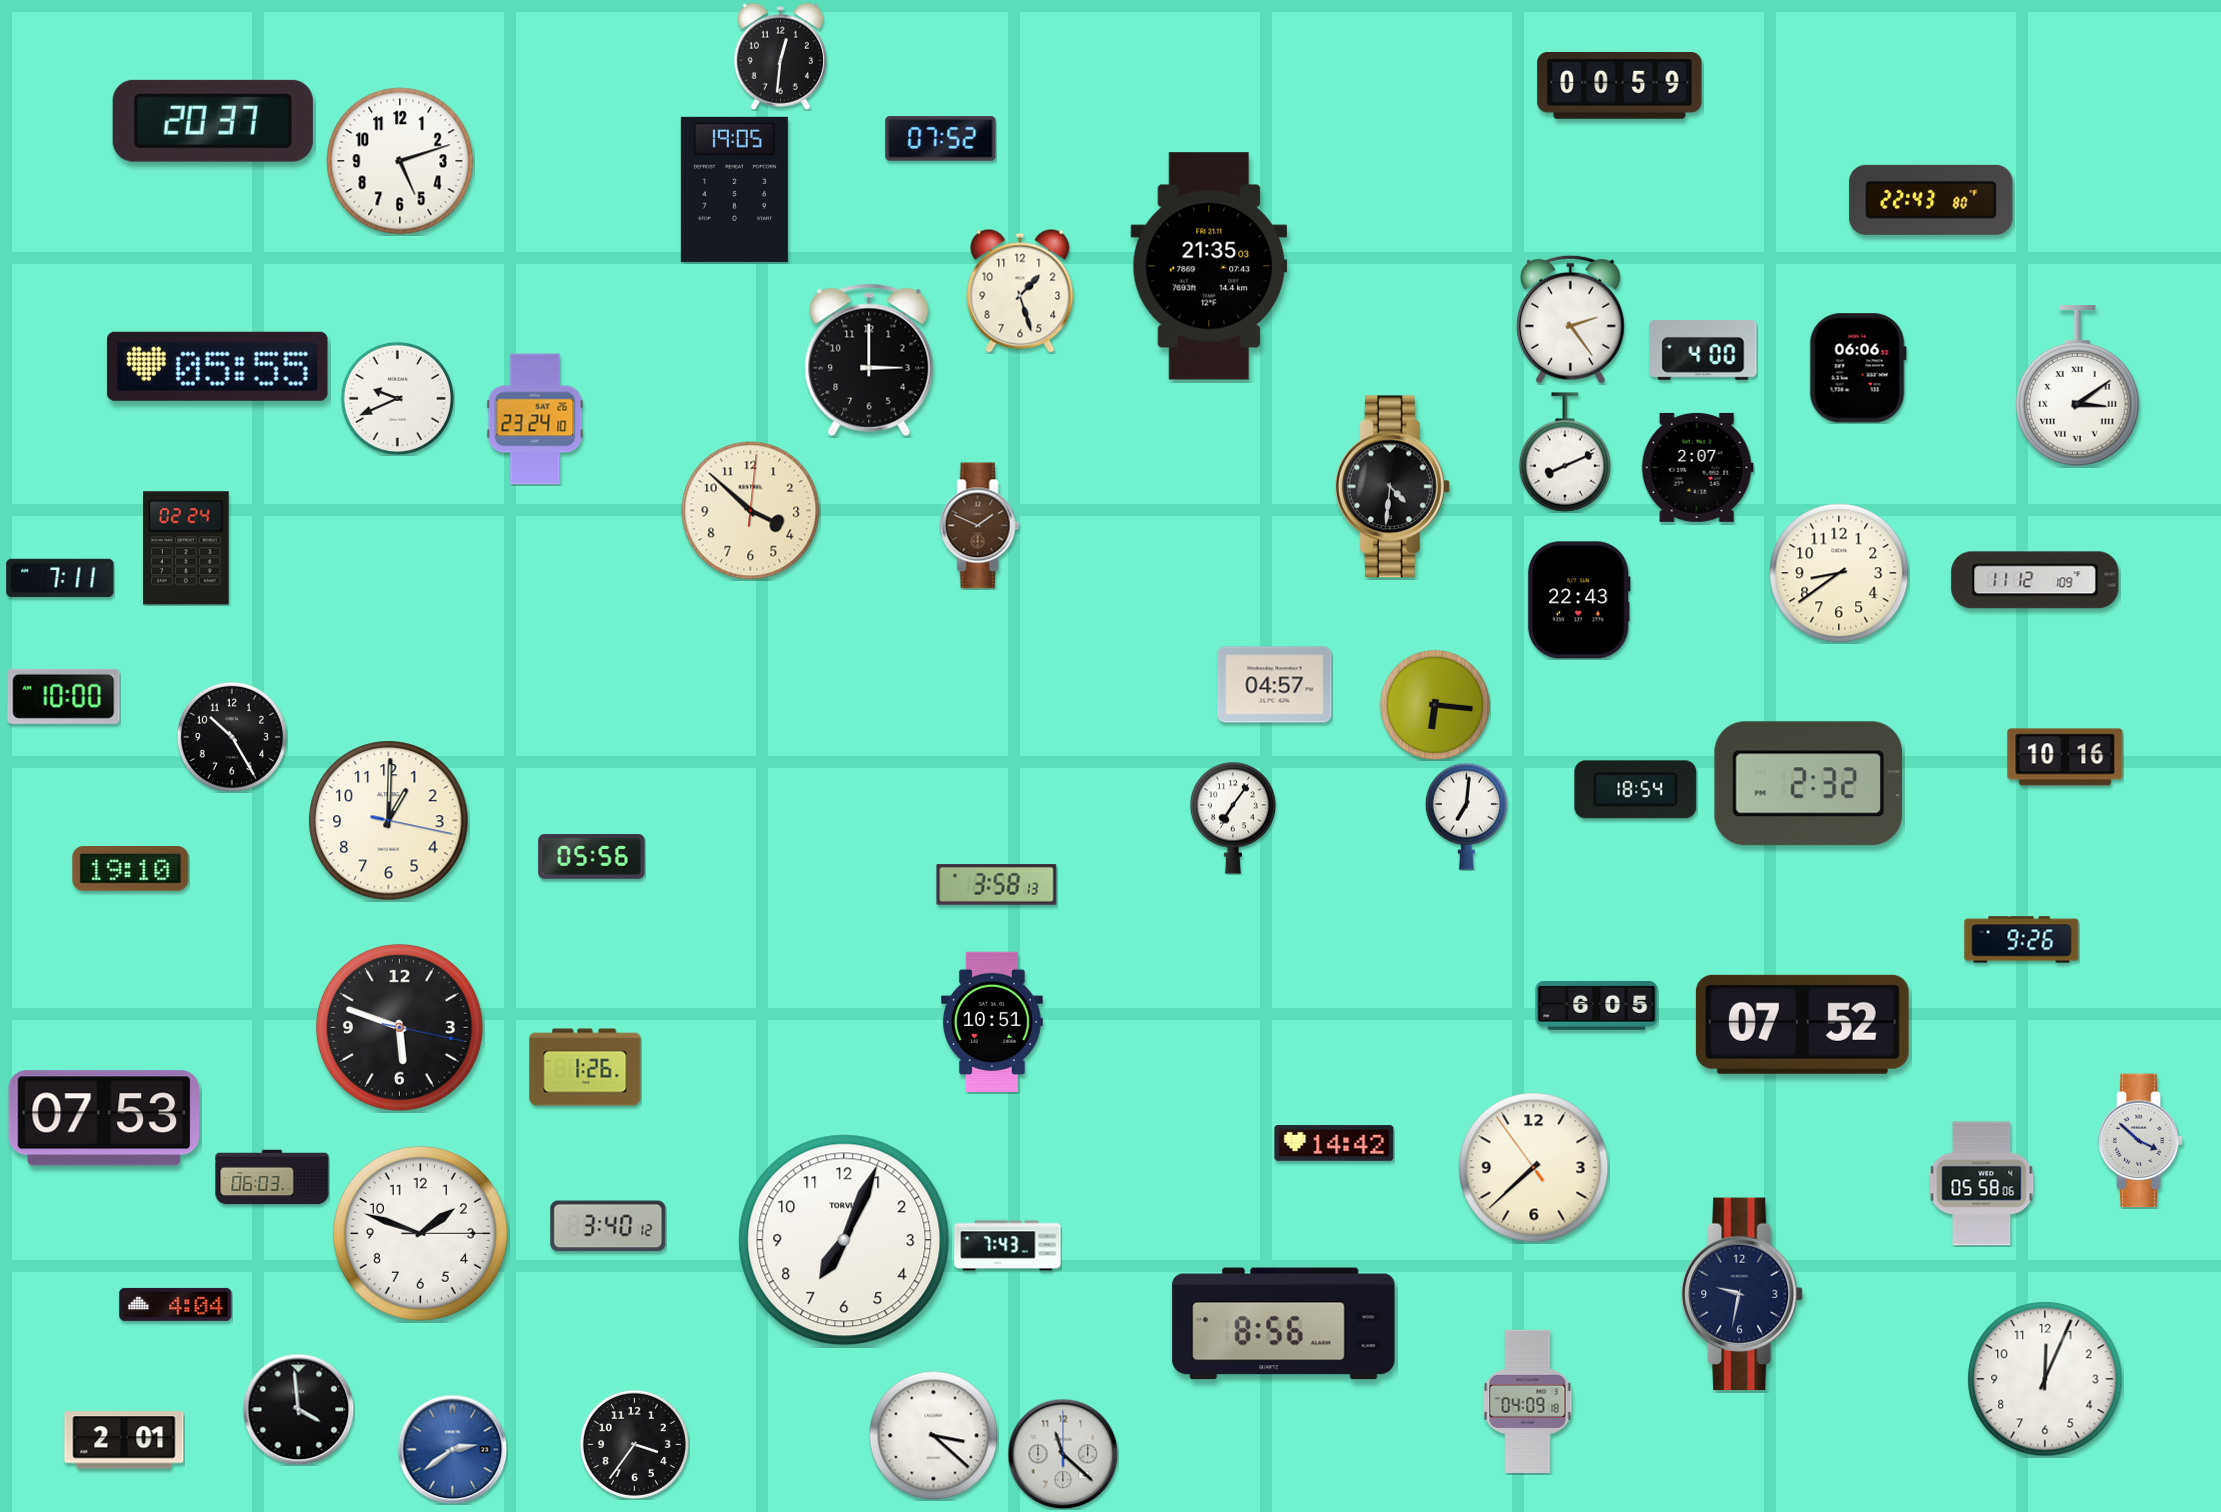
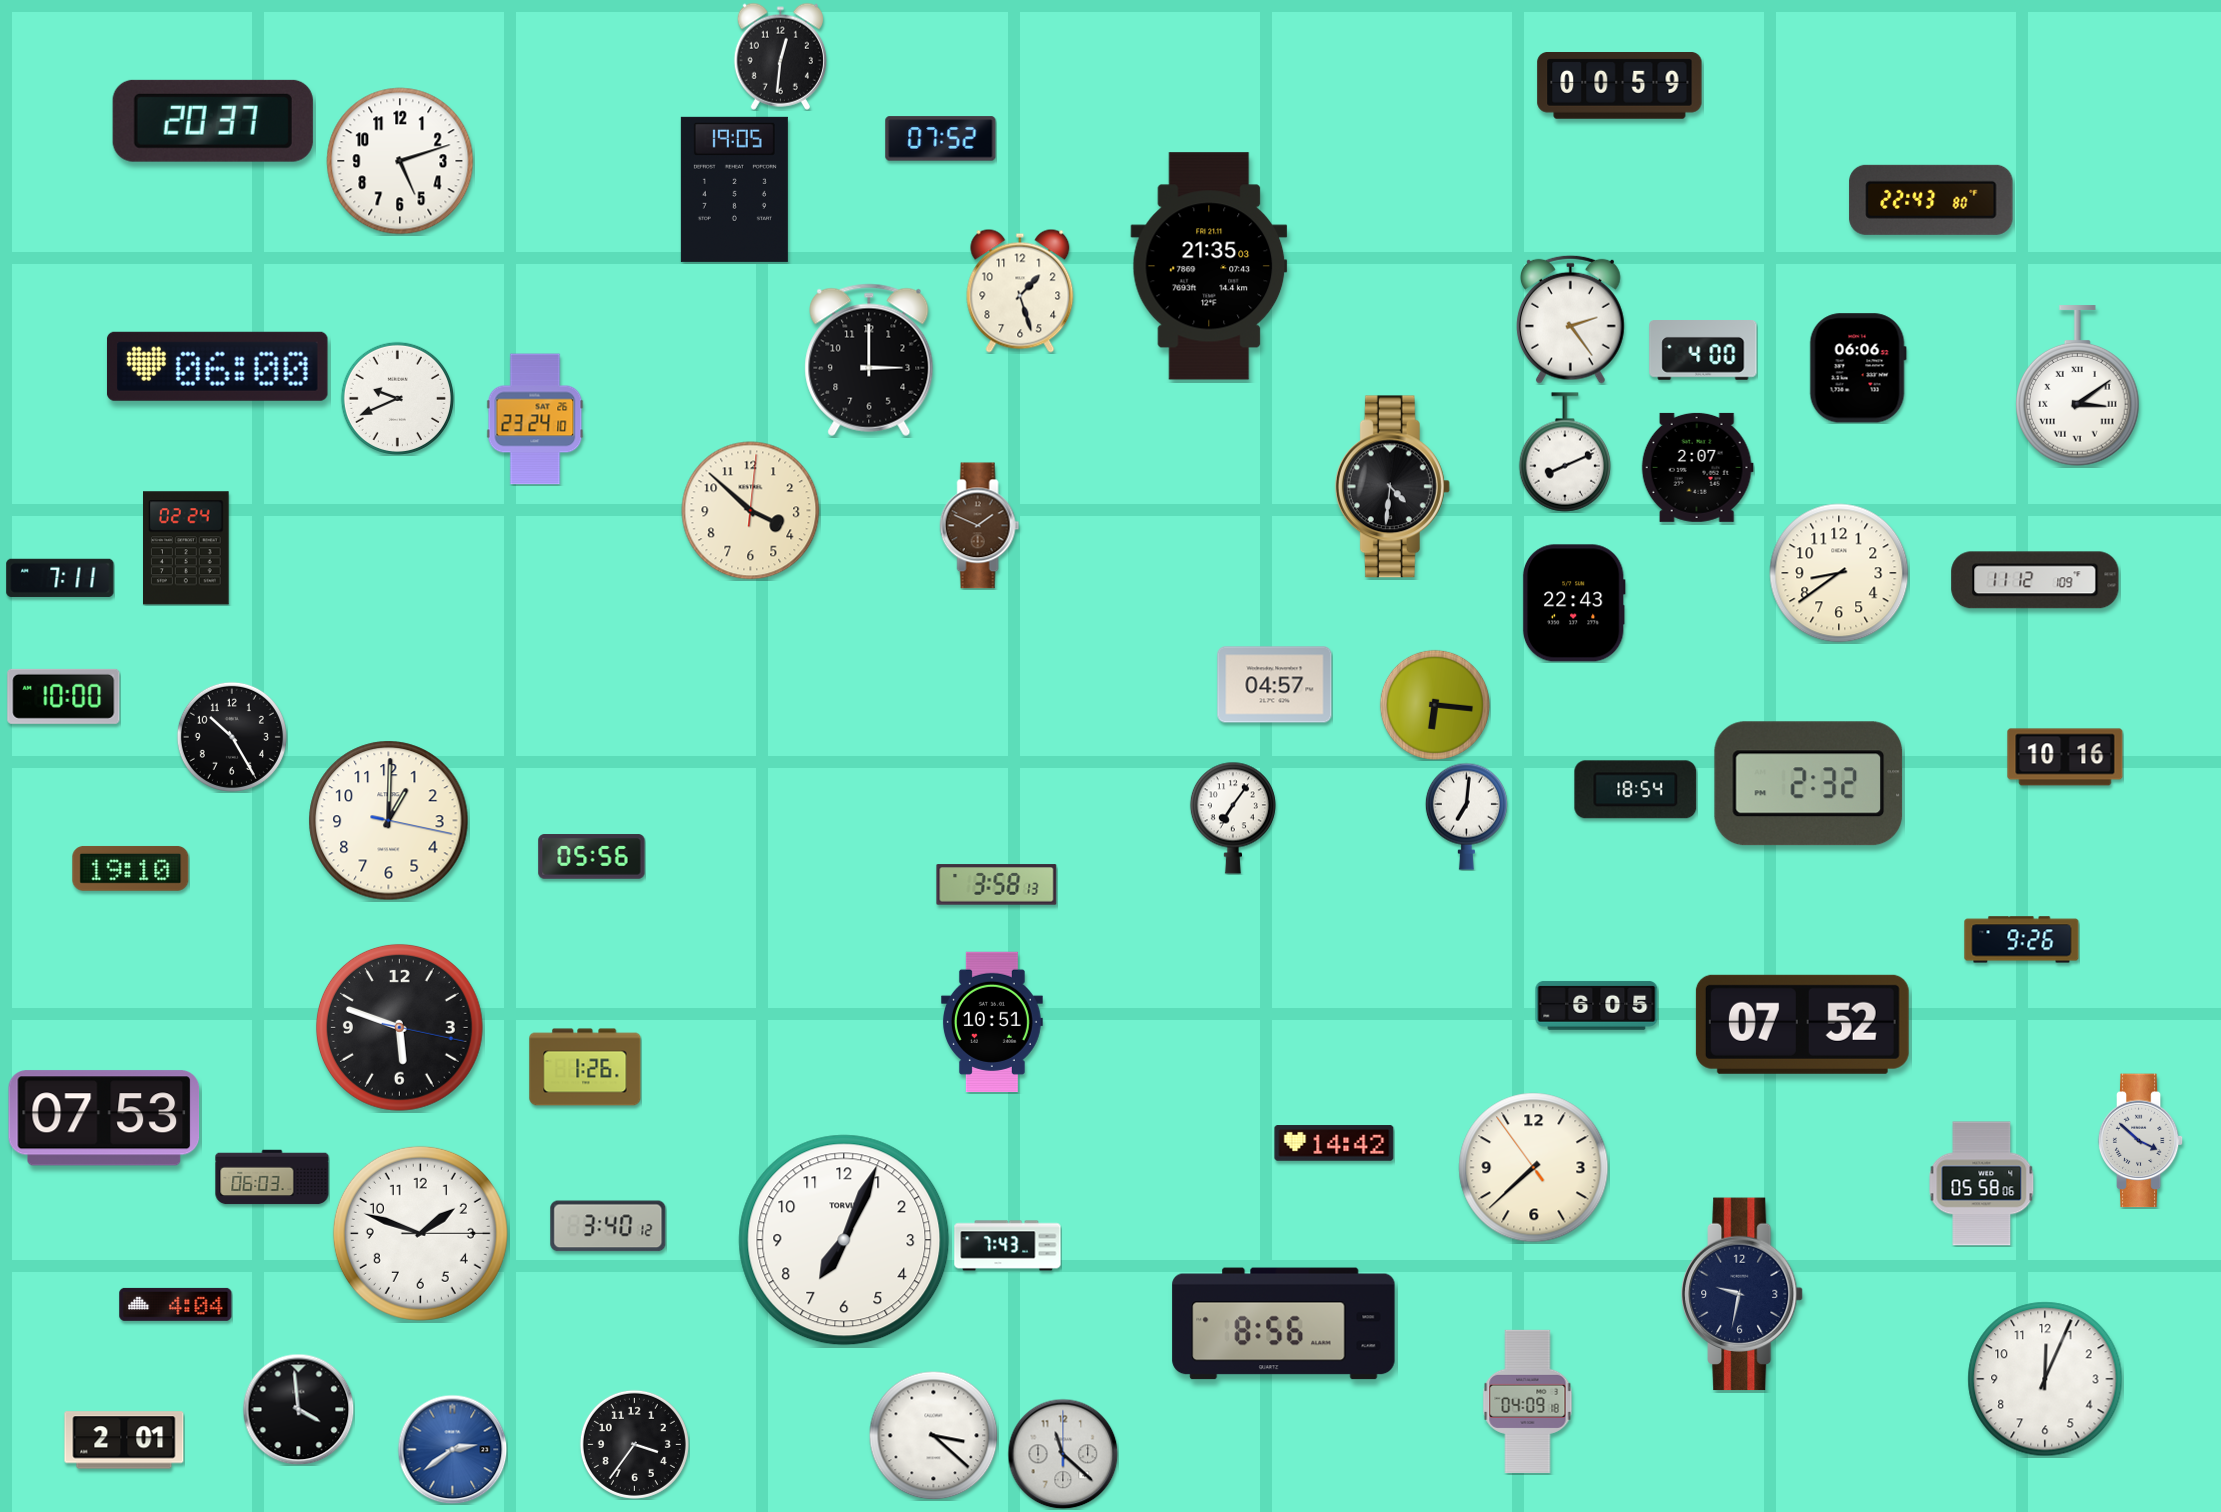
clock at (217, 366): 05:55 -> 06:00
clock at (1579, 600) position: (1579, 600) -> (1574, 603)
